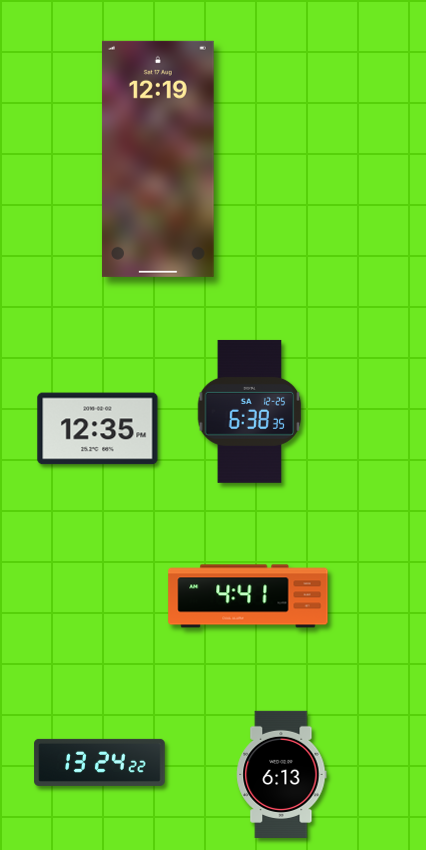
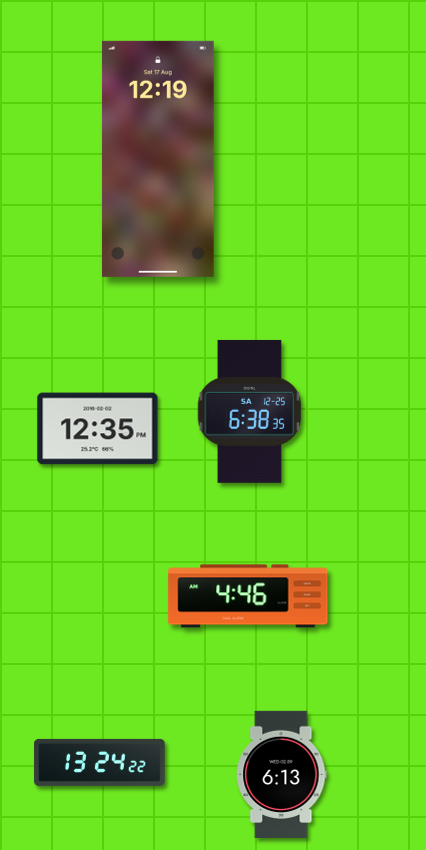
clock at (248, 596): 4:41 -> 4:46
